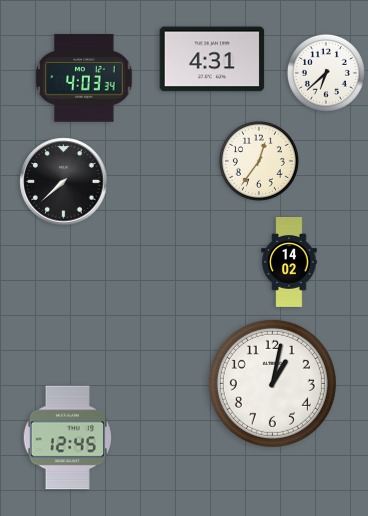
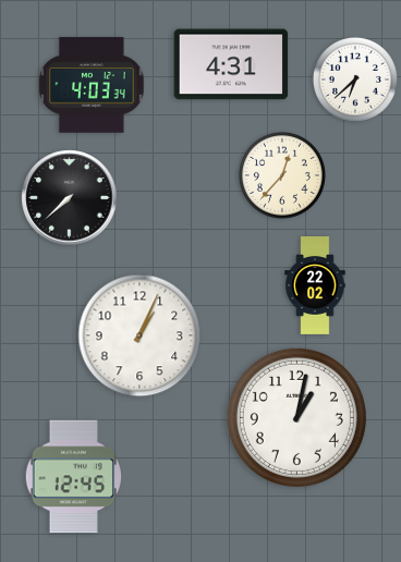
clock at (259, 161): 12:36 -> 12:37
clock at (289, 263): 14:02 -> 22:02
clock at (139, 335): none -> 1:04
